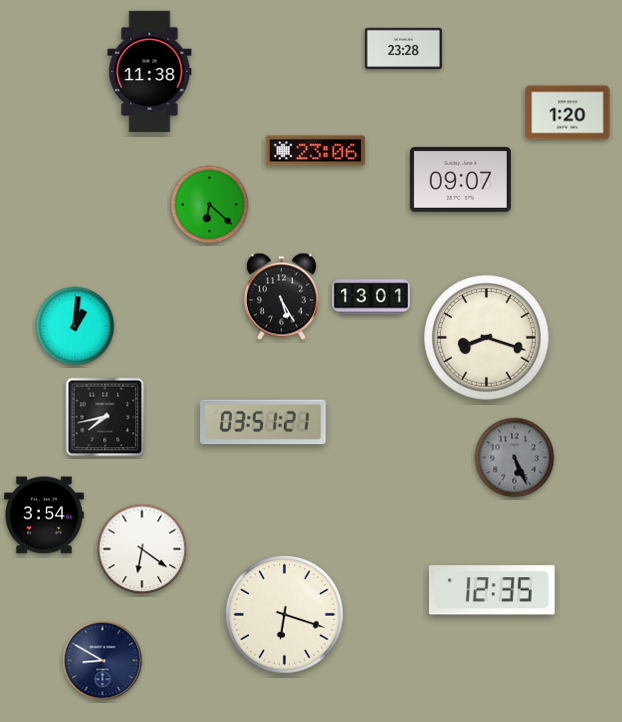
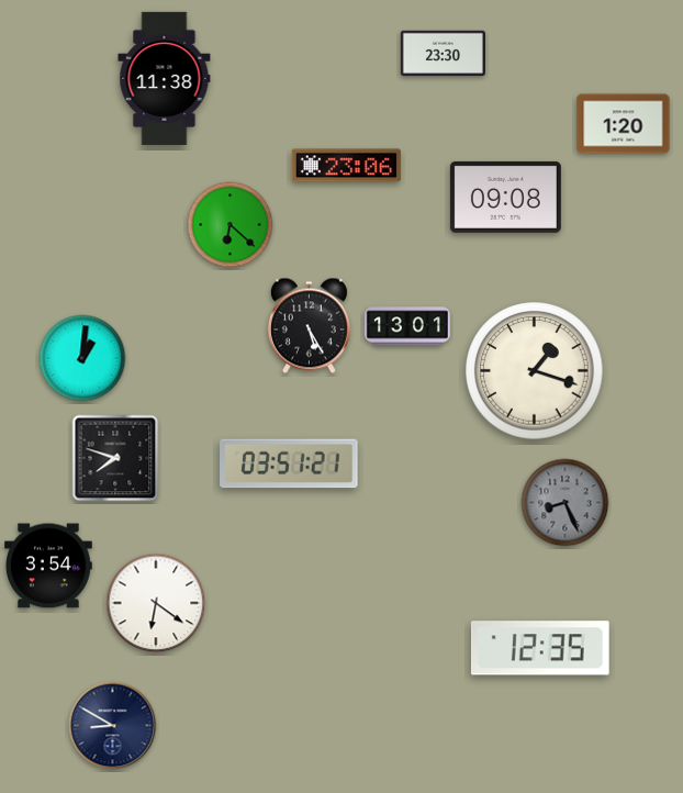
clock at (403, 49): 23:28 -> 23:30
clock at (460, 179): 09:07 -> 09:08
clock at (487, 338): 8:18 -> 1:18
clock at (105, 417): 7:43 -> 7:48
clock at (515, 458): 5:26 -> 8:26
clock at (285, 615): 6:18 -> none
